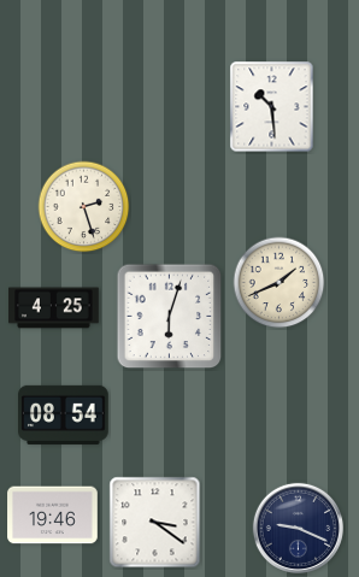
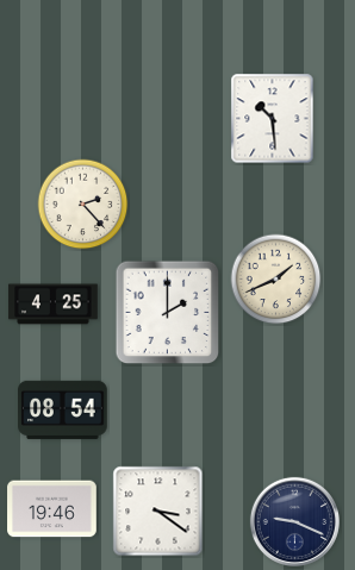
clock at (272, 107) position: (272, 107) -> (273, 119)
clock at (84, 207): 2:27 -> 2:23
clock at (170, 317): 6:03 -> 2:00
clock at (155, 523) position: (155, 523) -> (158, 512)
